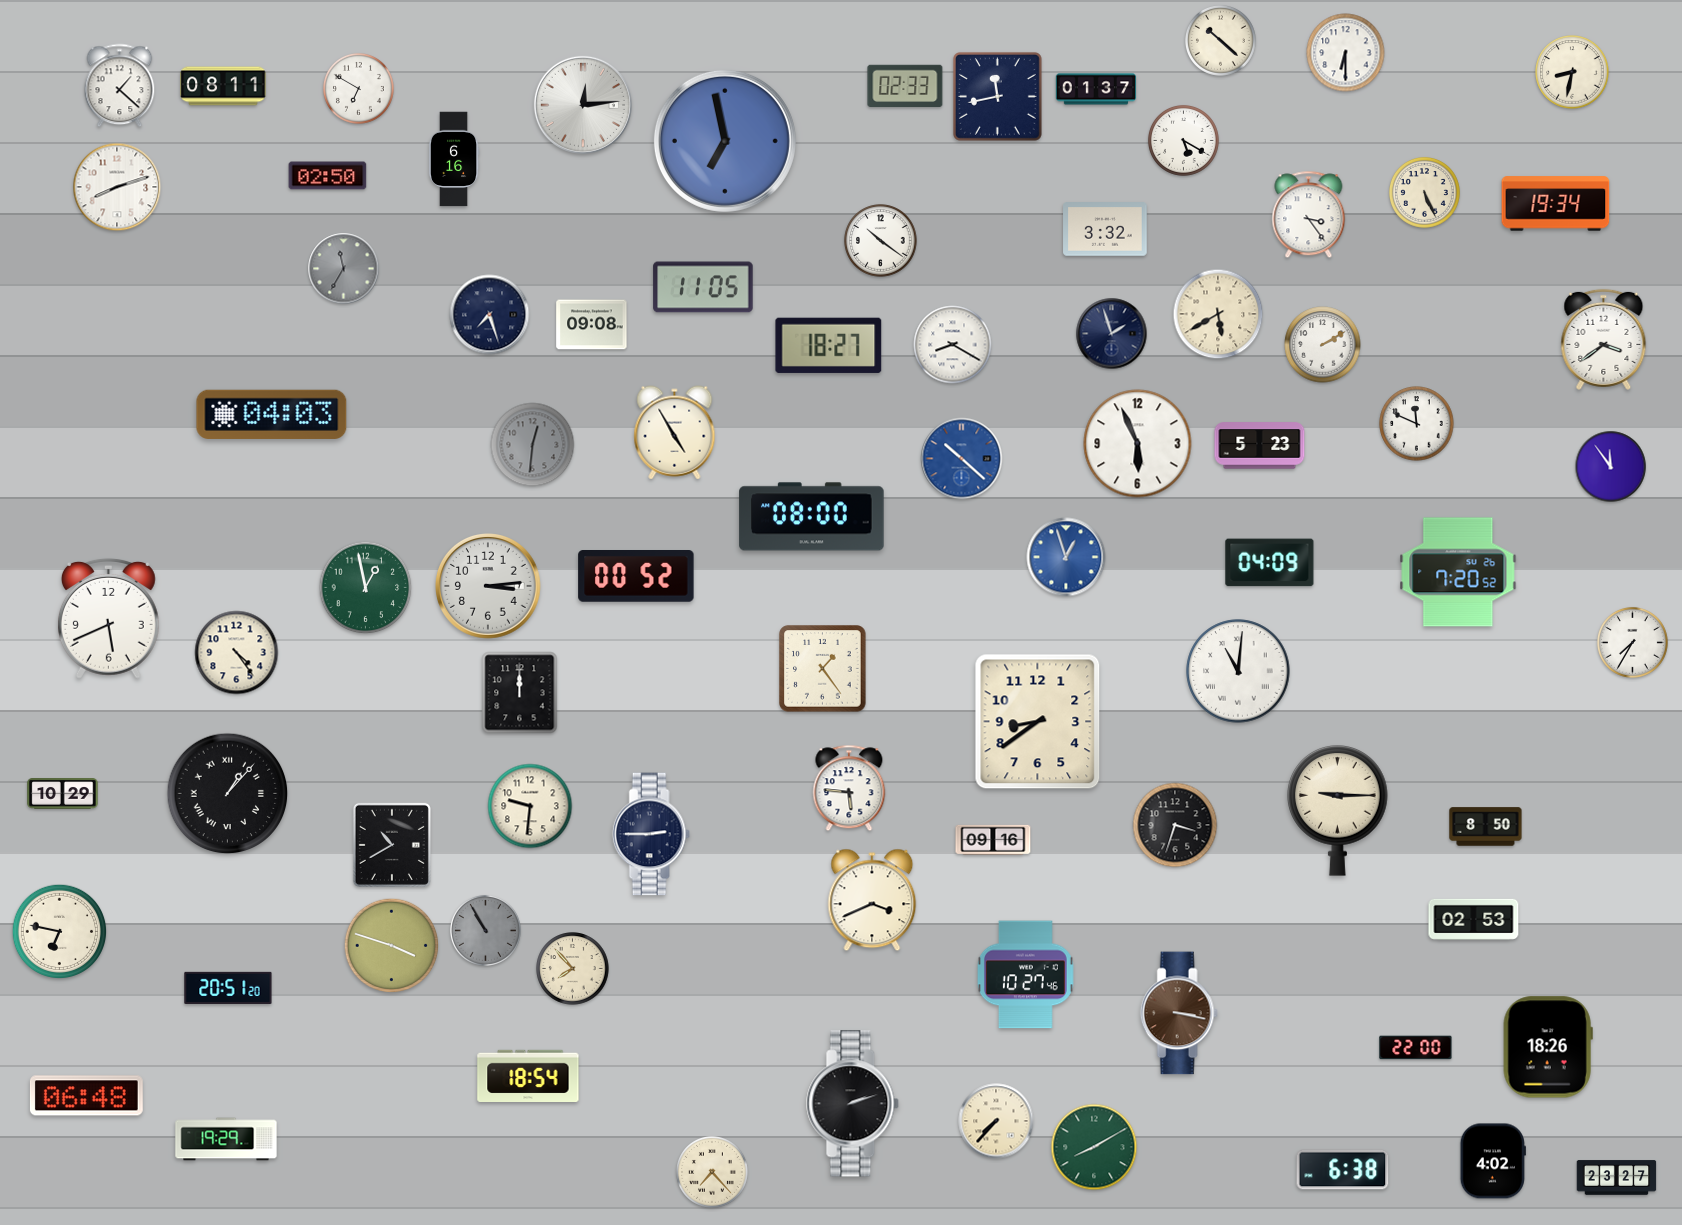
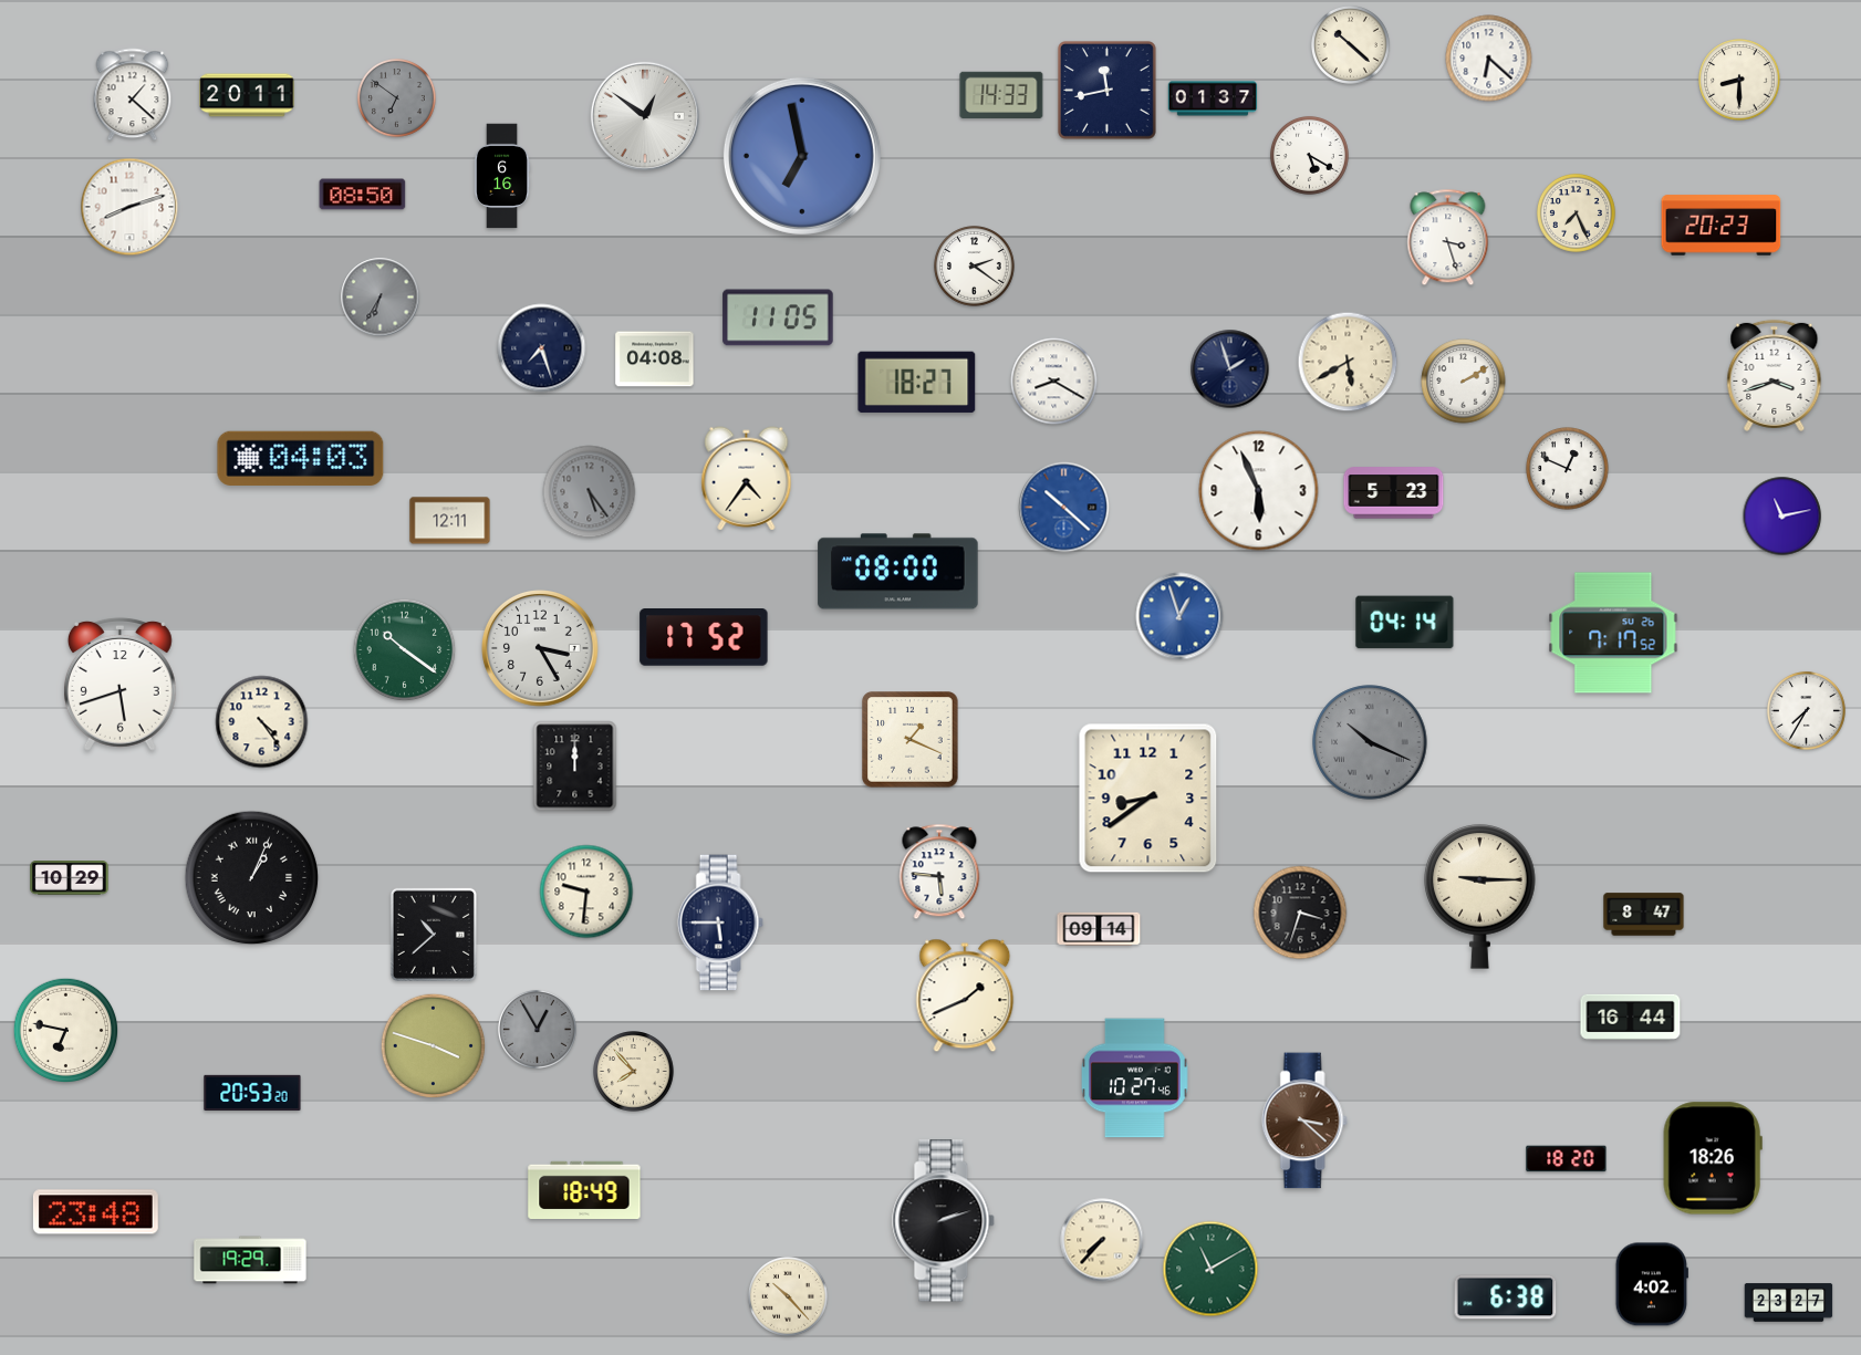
clock at (1346, 53): 6:30 -> 6:22
clock at (1572, 72): 8:32 -> 8:30
clock at (905, 85): 02:33 -> 14:33
clock at (223, 86): 08:11 -> 20:11
clock at (358, 88): 6:50 -> 6:51
clock at (358, 88) dial: white -> grey
clock at (997, 96) position: (997, 96) -> (1106, 90)
clock at (583, 105): 12:14 -> 12:51
clock at (328, 176): 02:50 -> 08:50
clock at (1424, 192): 5:26 -> 7:26
clock at (1556, 204): 19:34 -> 20:23
clock at (1309, 215): 3:24 -> 3:27
clock at (1105, 229): 3:32 -> none
clock at (881, 241): 10:21 -> 2:21
clock at (344, 269): 11:35 -> 6:35
clock at (1218, 314) position: (1218, 314) -> (1348, 362)
clock at (592, 325): 09:08 -> 04:08
clock at (1604, 339): 3:39 -> 3:42
clock at (1417, 424): 11:49 -> 12:49
clock at (675, 433): 4:55 -> 4:36
clock at (533, 445): 12:31 -> 5:24
clock at (1611, 467): 11:54 -> 11:13
clock at (450, 521): none -> 12:11
clock at (1270, 563): 04:09 -> 04:14
clock at (1458, 572): 7:20 -> 7:17
clock at (636, 577): 00:52 -> 17:52
clock at (489, 587): 3:14 -> 3:25
clock at (366, 588): 12:58 -> 10:21
clock at (108, 619): 5:41 -> 5:42
clock at (823, 669): 1:24 -> 1:19
clock at (1238, 671): 11:01 -> 10:19
clock at (1238, 671) dial: white -> grey
clock at (228, 794): 1:07 -> 1:04
clock at (1486, 827): 8:50 -> 8:47
clock at (651, 834): 2:45 -> 5:45
clock at (993, 840): 09:16 -> 09:14
clock at (392, 845): 10:40 -> 10:38
clock at (872, 900): 3:41 -> 1:41
clock at (1474, 919): 02:53 -> 16:44
clock at (485, 930): 10:55 -> 12:55
clock at (228, 988): 20:51 -> 20:53
clock at (1179, 1013): 3:17 -> 3:22
clock at (1416, 1048): 22:00 -> 18:20
clock at (528, 1075): 18:54 -> 18:49
clock at (86, 1096): 06:48 -> 23:48
clock at (1094, 1147): 8:10 -> 11:10
clock at (1343, 1170) position: (1343, 1170) -> (1506, 1297)
clock at (713, 1173): 7:23 -> 10:23
